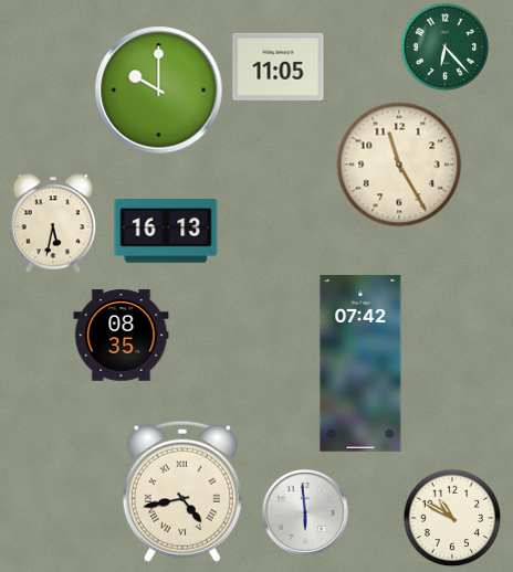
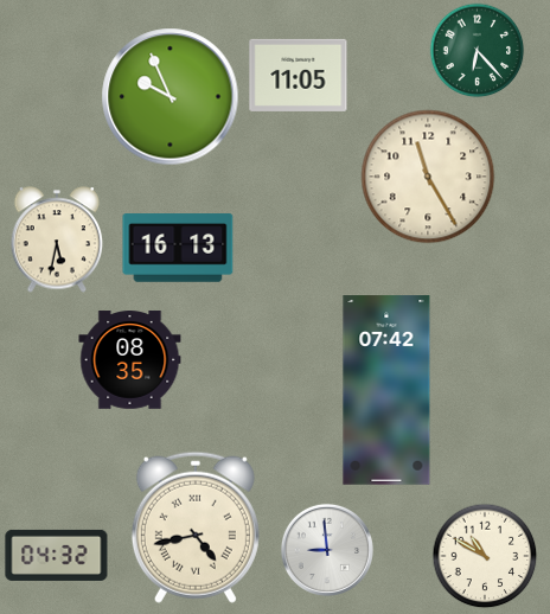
clock at (279, 66) position: (279, 66) -> (299, 75)
clock at (159, 91): 10:00 -> 9:56
clock at (305, 512): 5:59 -> 8:59
clock at (57, 555): none -> 04:32
